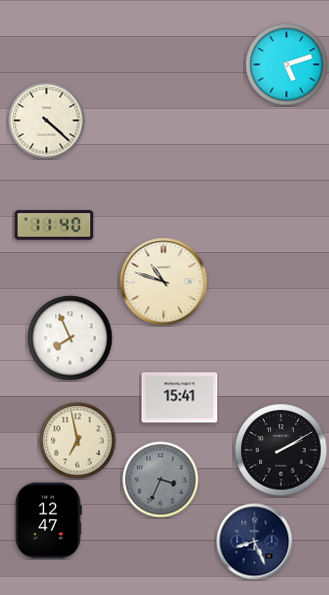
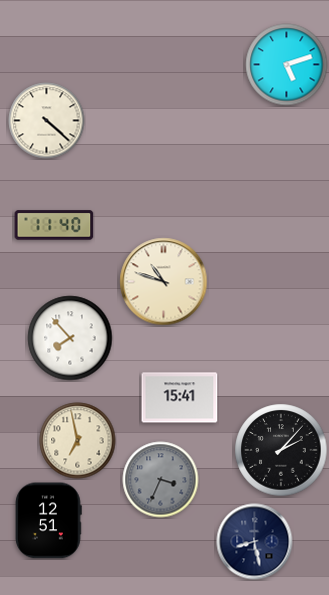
clock at (70, 338): 7:56 -> 7:53
clock at (281, 450): 2:10 -> 2:07
clock at (49, 521): 12:47 -> 12:51
clock at (255, 542): 8:26 -> 8:28
